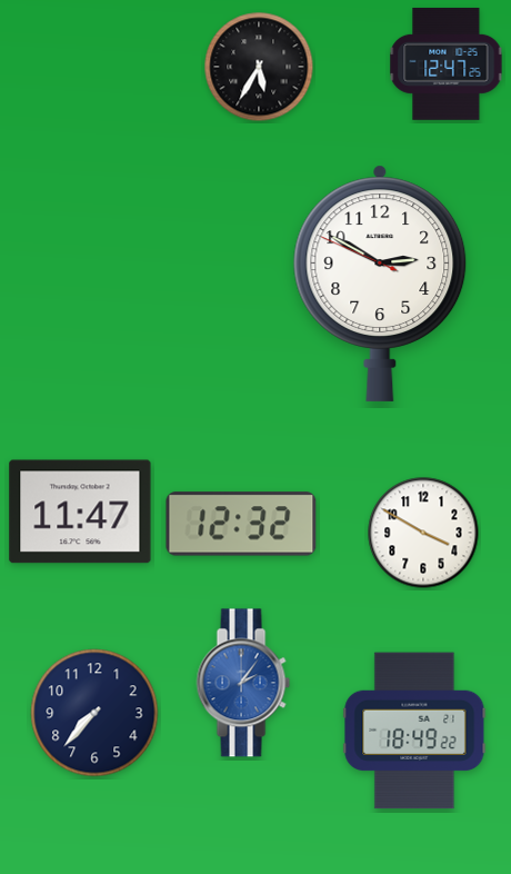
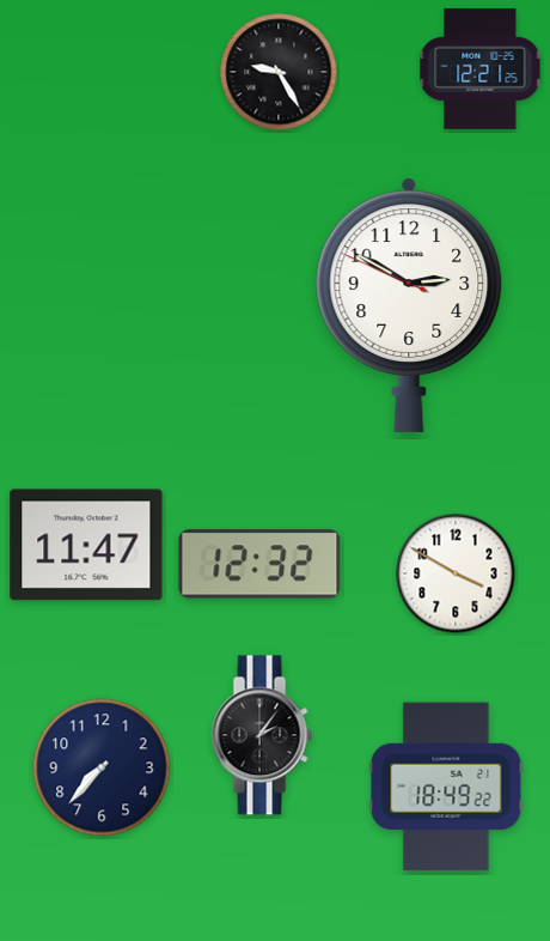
clock at (447, 63): 12:47 -> 12:21
clock at (259, 67): 5:35 -> 9:25
clock at (80, 512) position: (80, 512) -> (86, 545)
clock at (243, 683) dial: blue -> black
